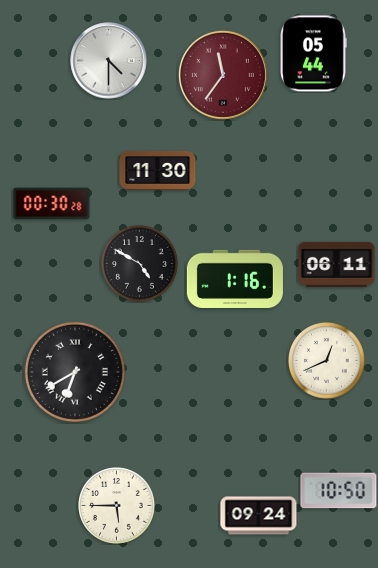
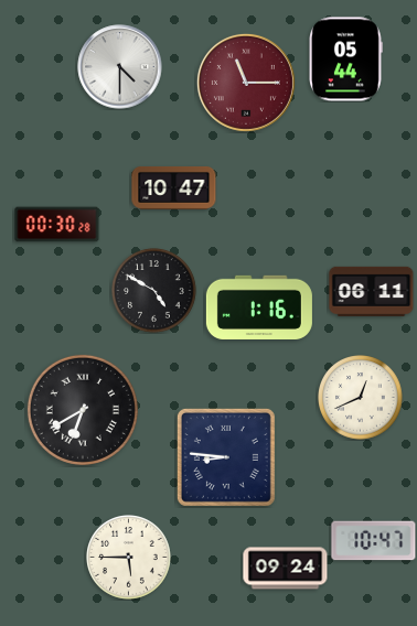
clock at (223, 75): 11:36 -> 11:15
clock at (158, 170): 11:30 -> 10:47
clock at (226, 457): none -> 8:46
clock at (339, 491): 10:50 -> 10:47
